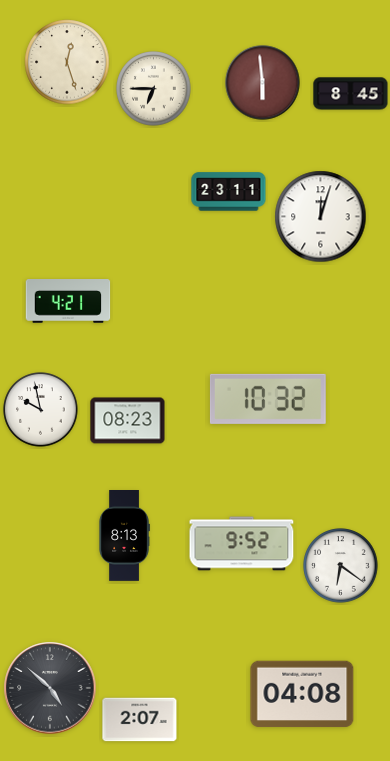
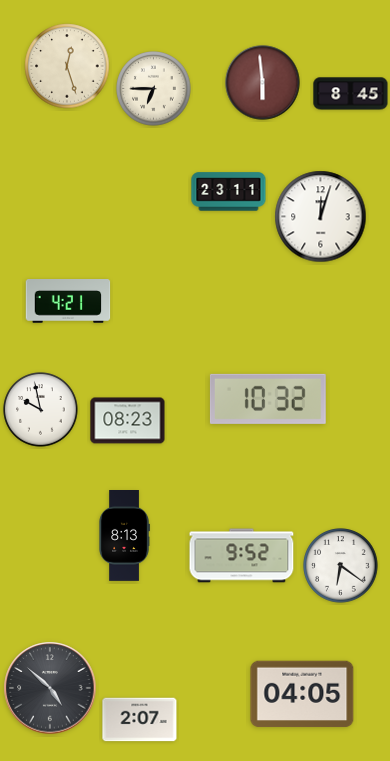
clock at (67, 62) position: (67, 62) -> (67, 66)
clock at (242, 544) position: (242, 544) -> (242, 556)
clock at (302, 694): 04:08 -> 04:05
